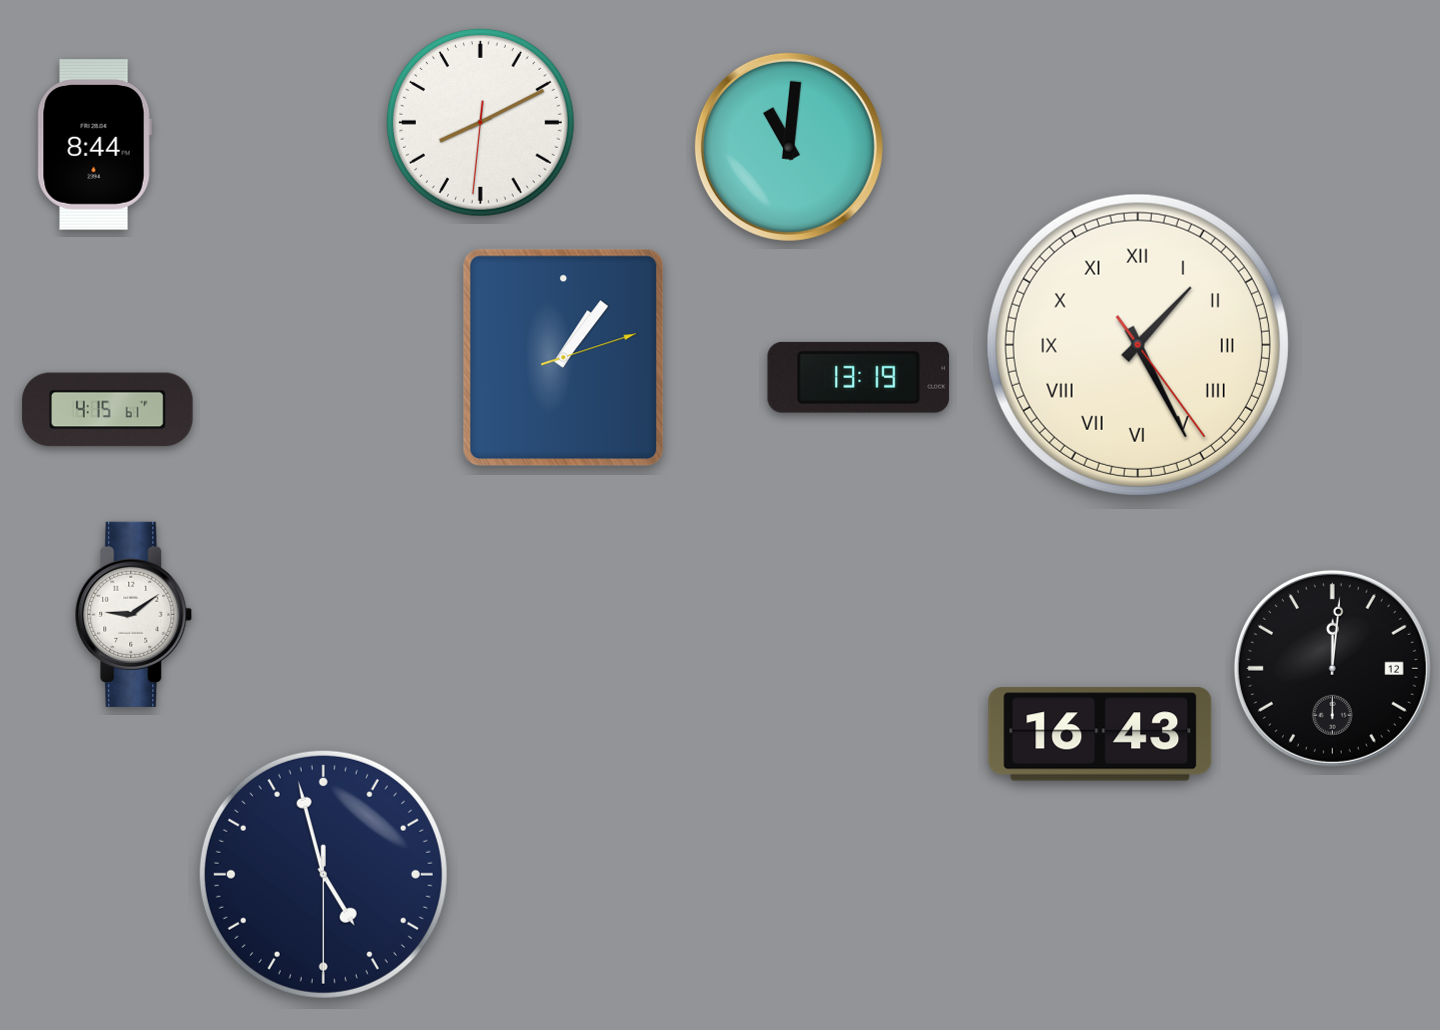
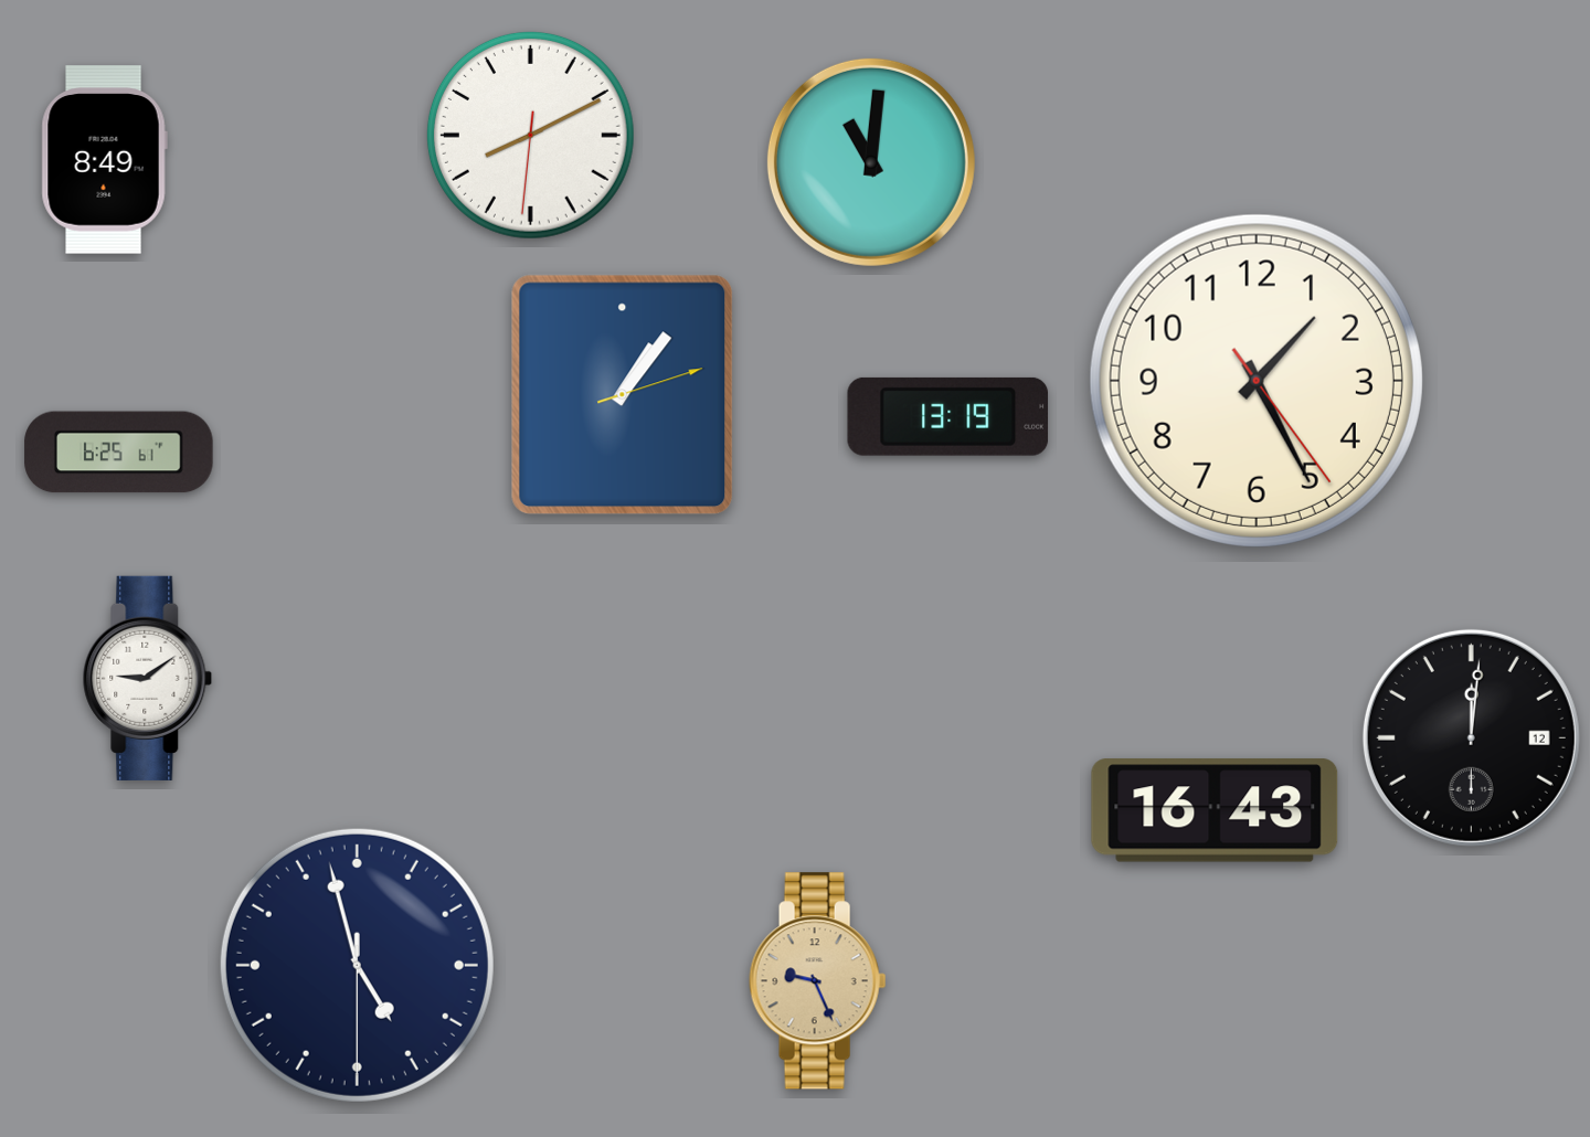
clock at (94, 145): 8:44 -> 8:49
clock at (1138, 345) numerals: Roman -> Arabic
clock at (108, 410): 4:15 -> 6:25
clock at (818, 981): none -> 9:26
